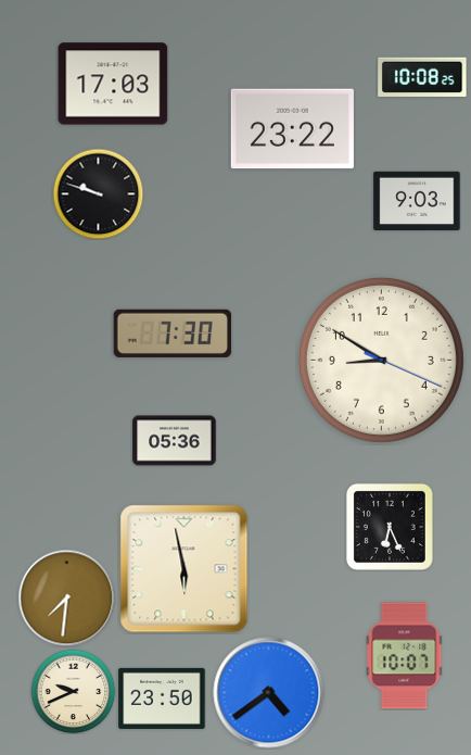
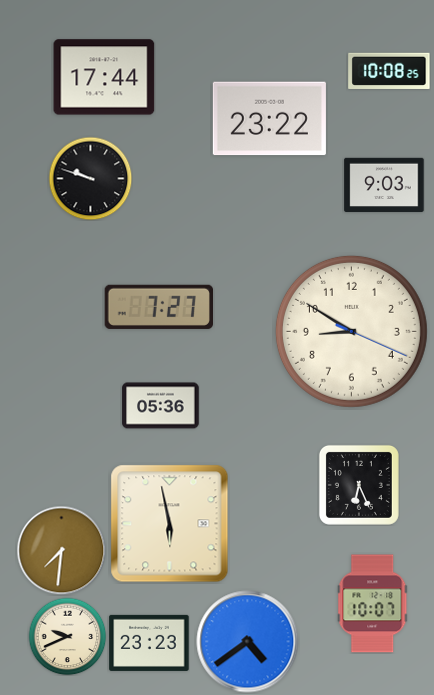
clock at (113, 84): 17:03 -> 17:44
clock at (171, 334): 7:30 -> 7:27
clock at (269, 693) position: (269, 693) -> (248, 642)
clock at (162, 699): 23:50 -> 23:23
